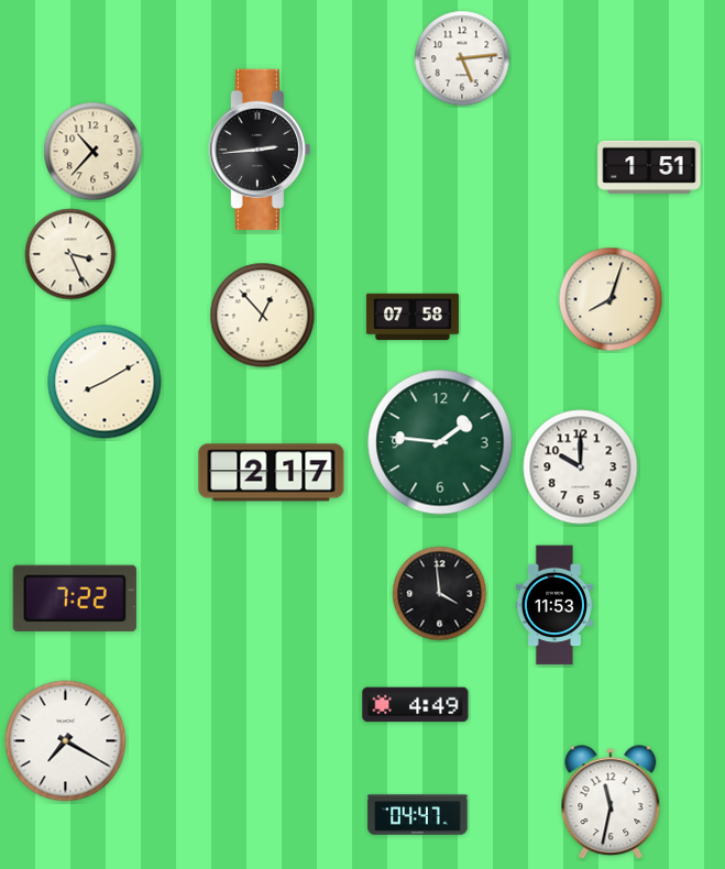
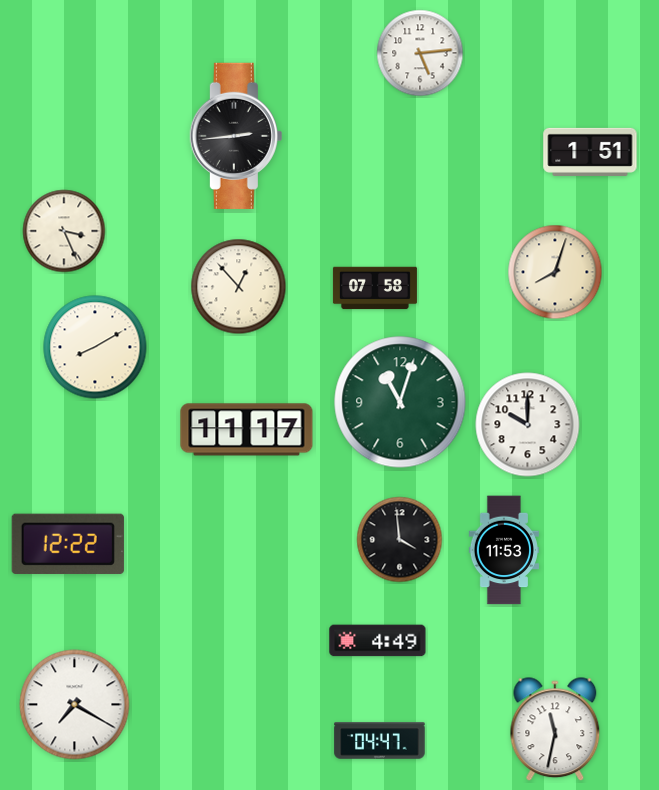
clock at (94, 152): 10:37 -> none
clock at (440, 442): 1:46 -> 11:03
clock at (272, 473): 2:17 -> 11:17
clock at (75, 597): 7:22 -> 12:22
clock at (66, 741) position: (66, 741) -> (75, 705)
